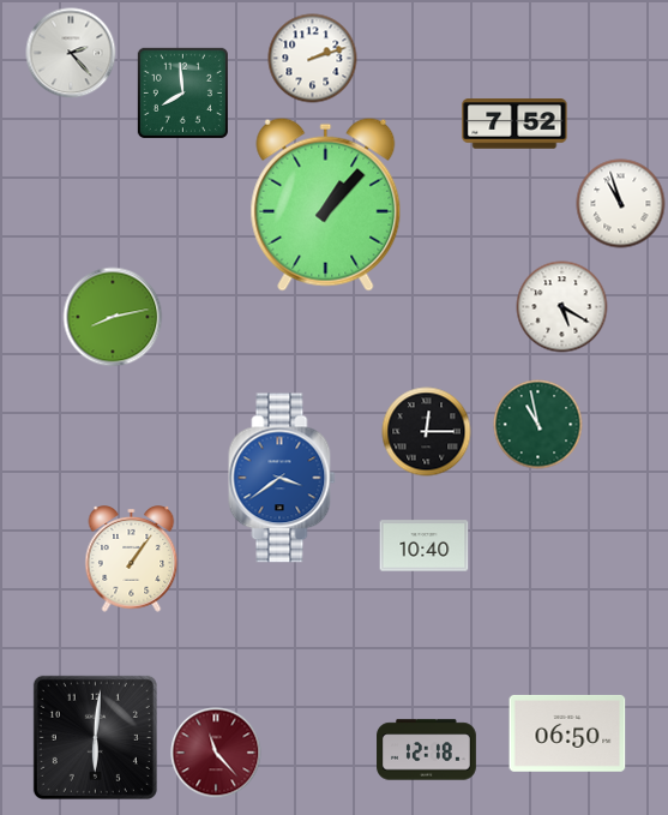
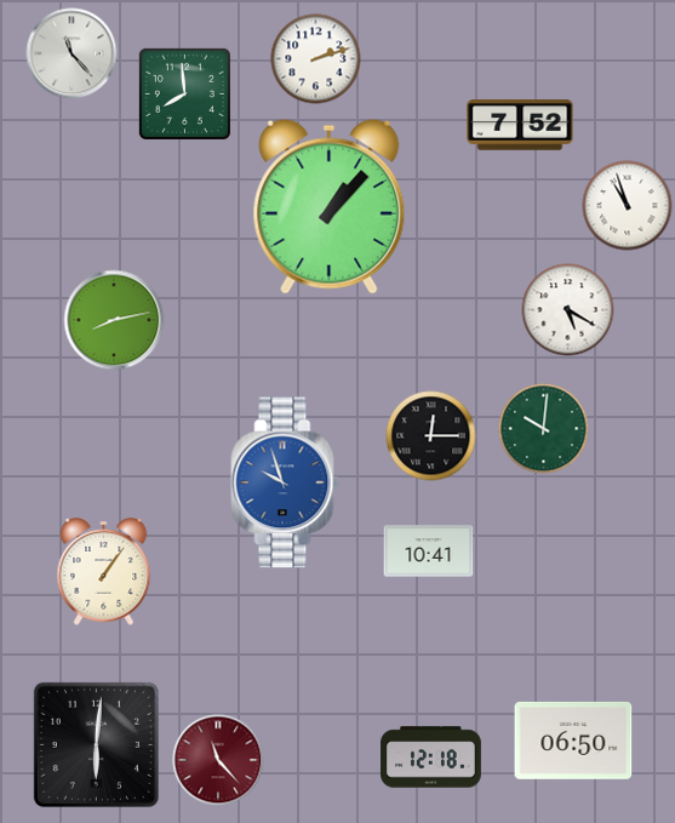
clock at (71, 53): 2:23 -> 11:23
clock at (538, 425): 10:58 -> 10:01
clock at (282, 478): 3:39 -> 9:57
clock at (425, 546): 10:40 -> 10:41
clock at (132, 559) position: (132, 559) -> (104, 572)
